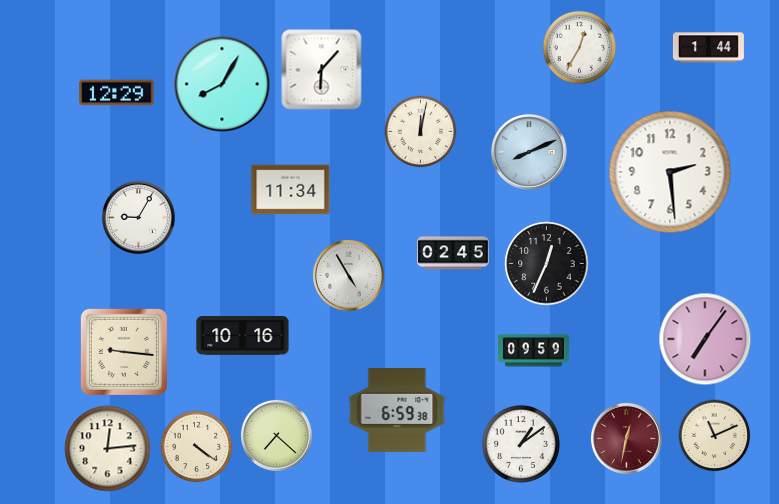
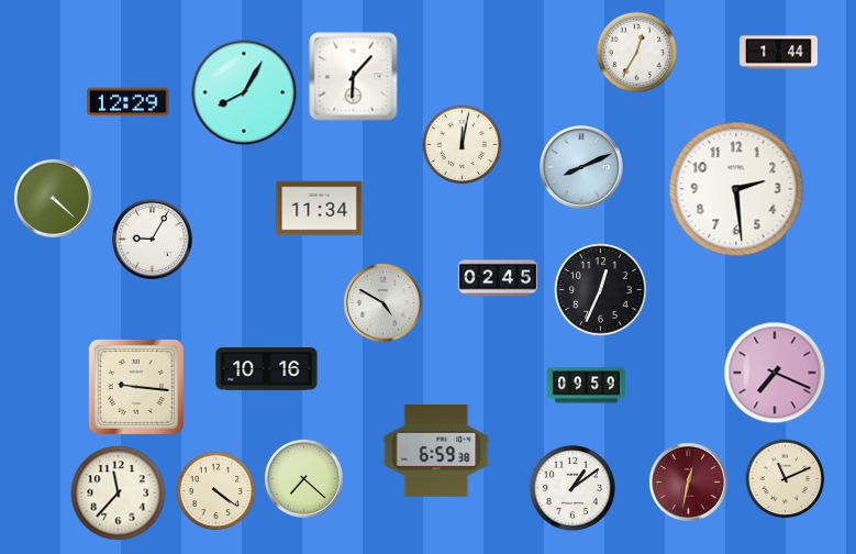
clock at (53, 198): none -> 4:22
clock at (348, 275): 4:55 -> 4:50
clock at (705, 339): 7:06 -> 7:19
clock at (108, 449): 12:14 -> 11:37
